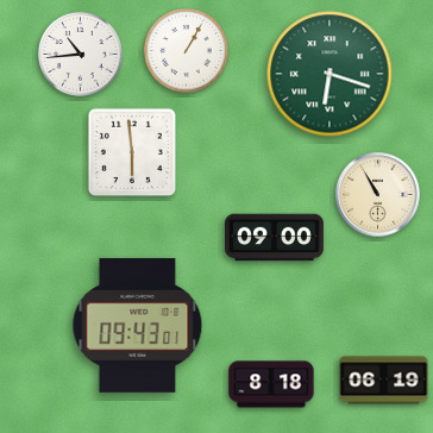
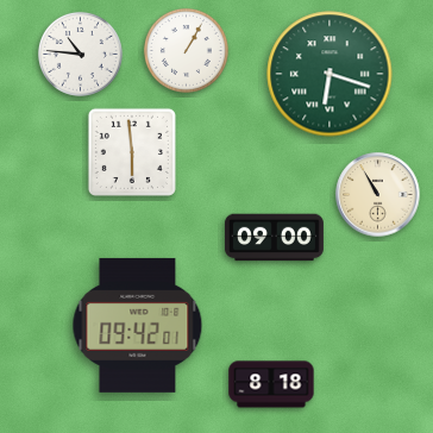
clock at (80, 54): 10:44 -> 10:46
clock at (138, 325): 09:43 -> 09:42
clock at (384, 381): 06:19 -> none
